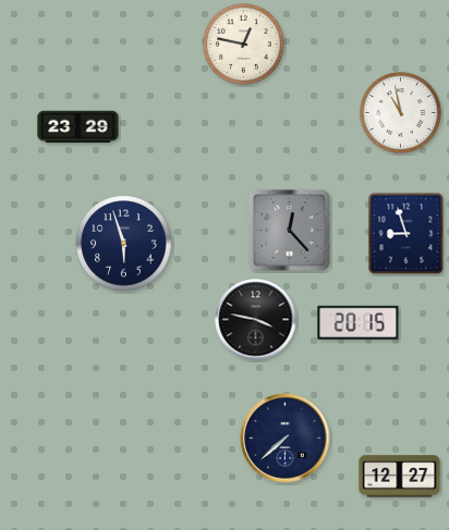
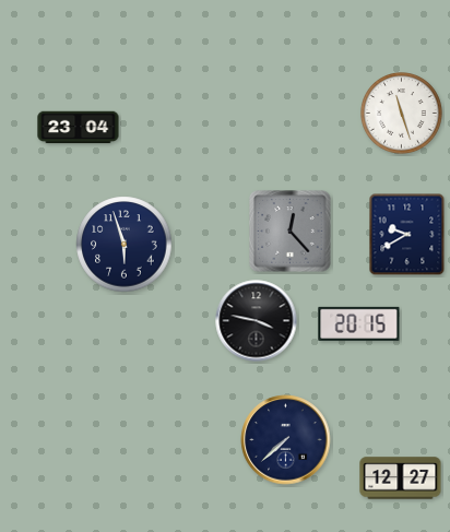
clock at (244, 45): 12:47 -> none
clock at (401, 113): 10:58 -> 11:27
clock at (78, 127): 23:29 -> 23:04
clock at (406, 234): 8:57 -> 9:40
